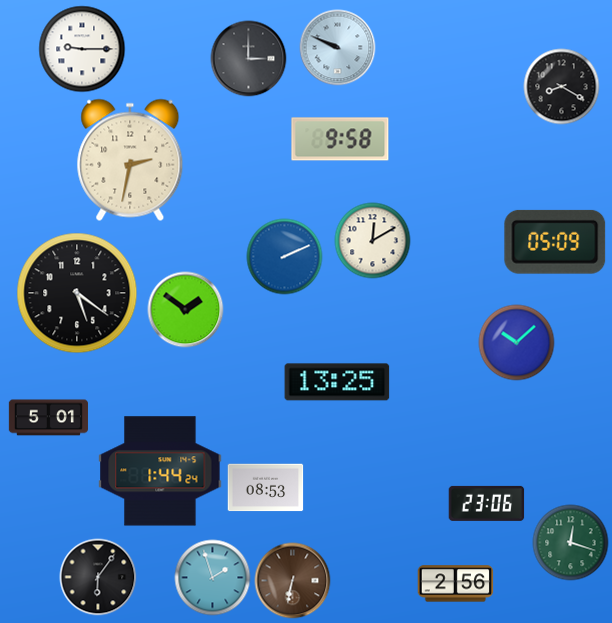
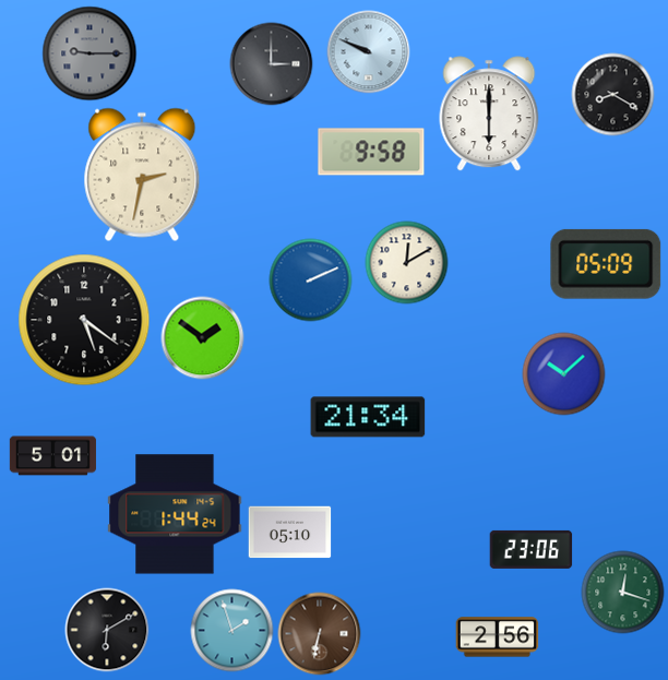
clock at (82, 49) dial: white -> grey
clock at (489, 114): none -> 6:00
clock at (337, 382): 13:25 -> 21:34
clock at (266, 488): 08:53 -> 05:10
clock at (98, 577): 6:06 -> 6:10
